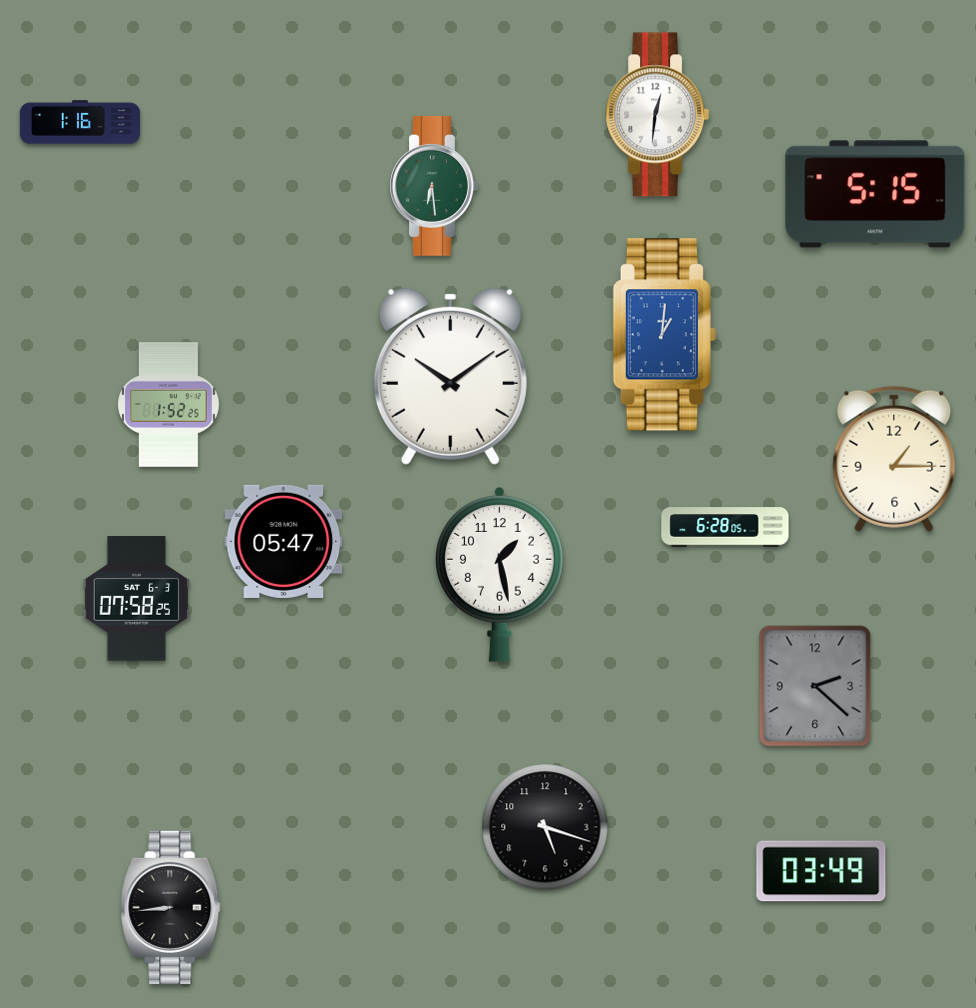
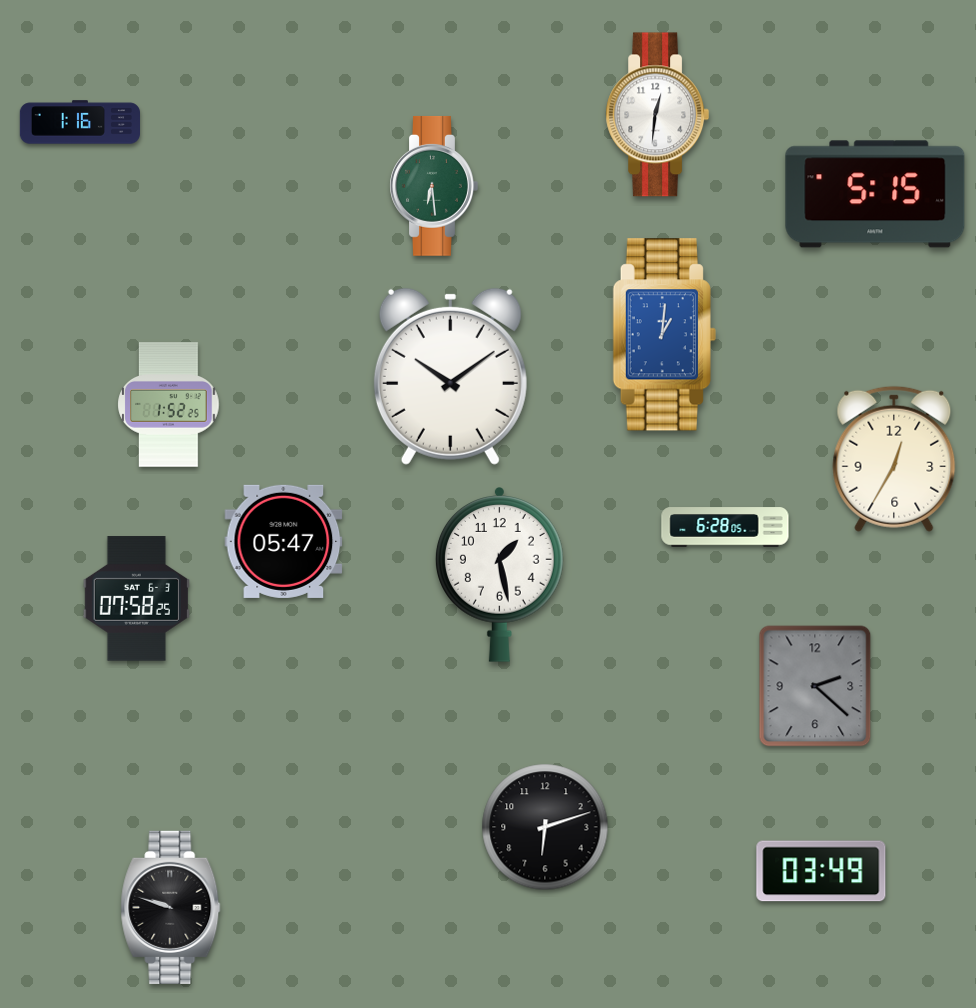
clock at (894, 459): 1:15 -> 12:35
clock at (545, 827): 5:18 -> 6:12
clock at (171, 907): 8:44 -> 9:48
